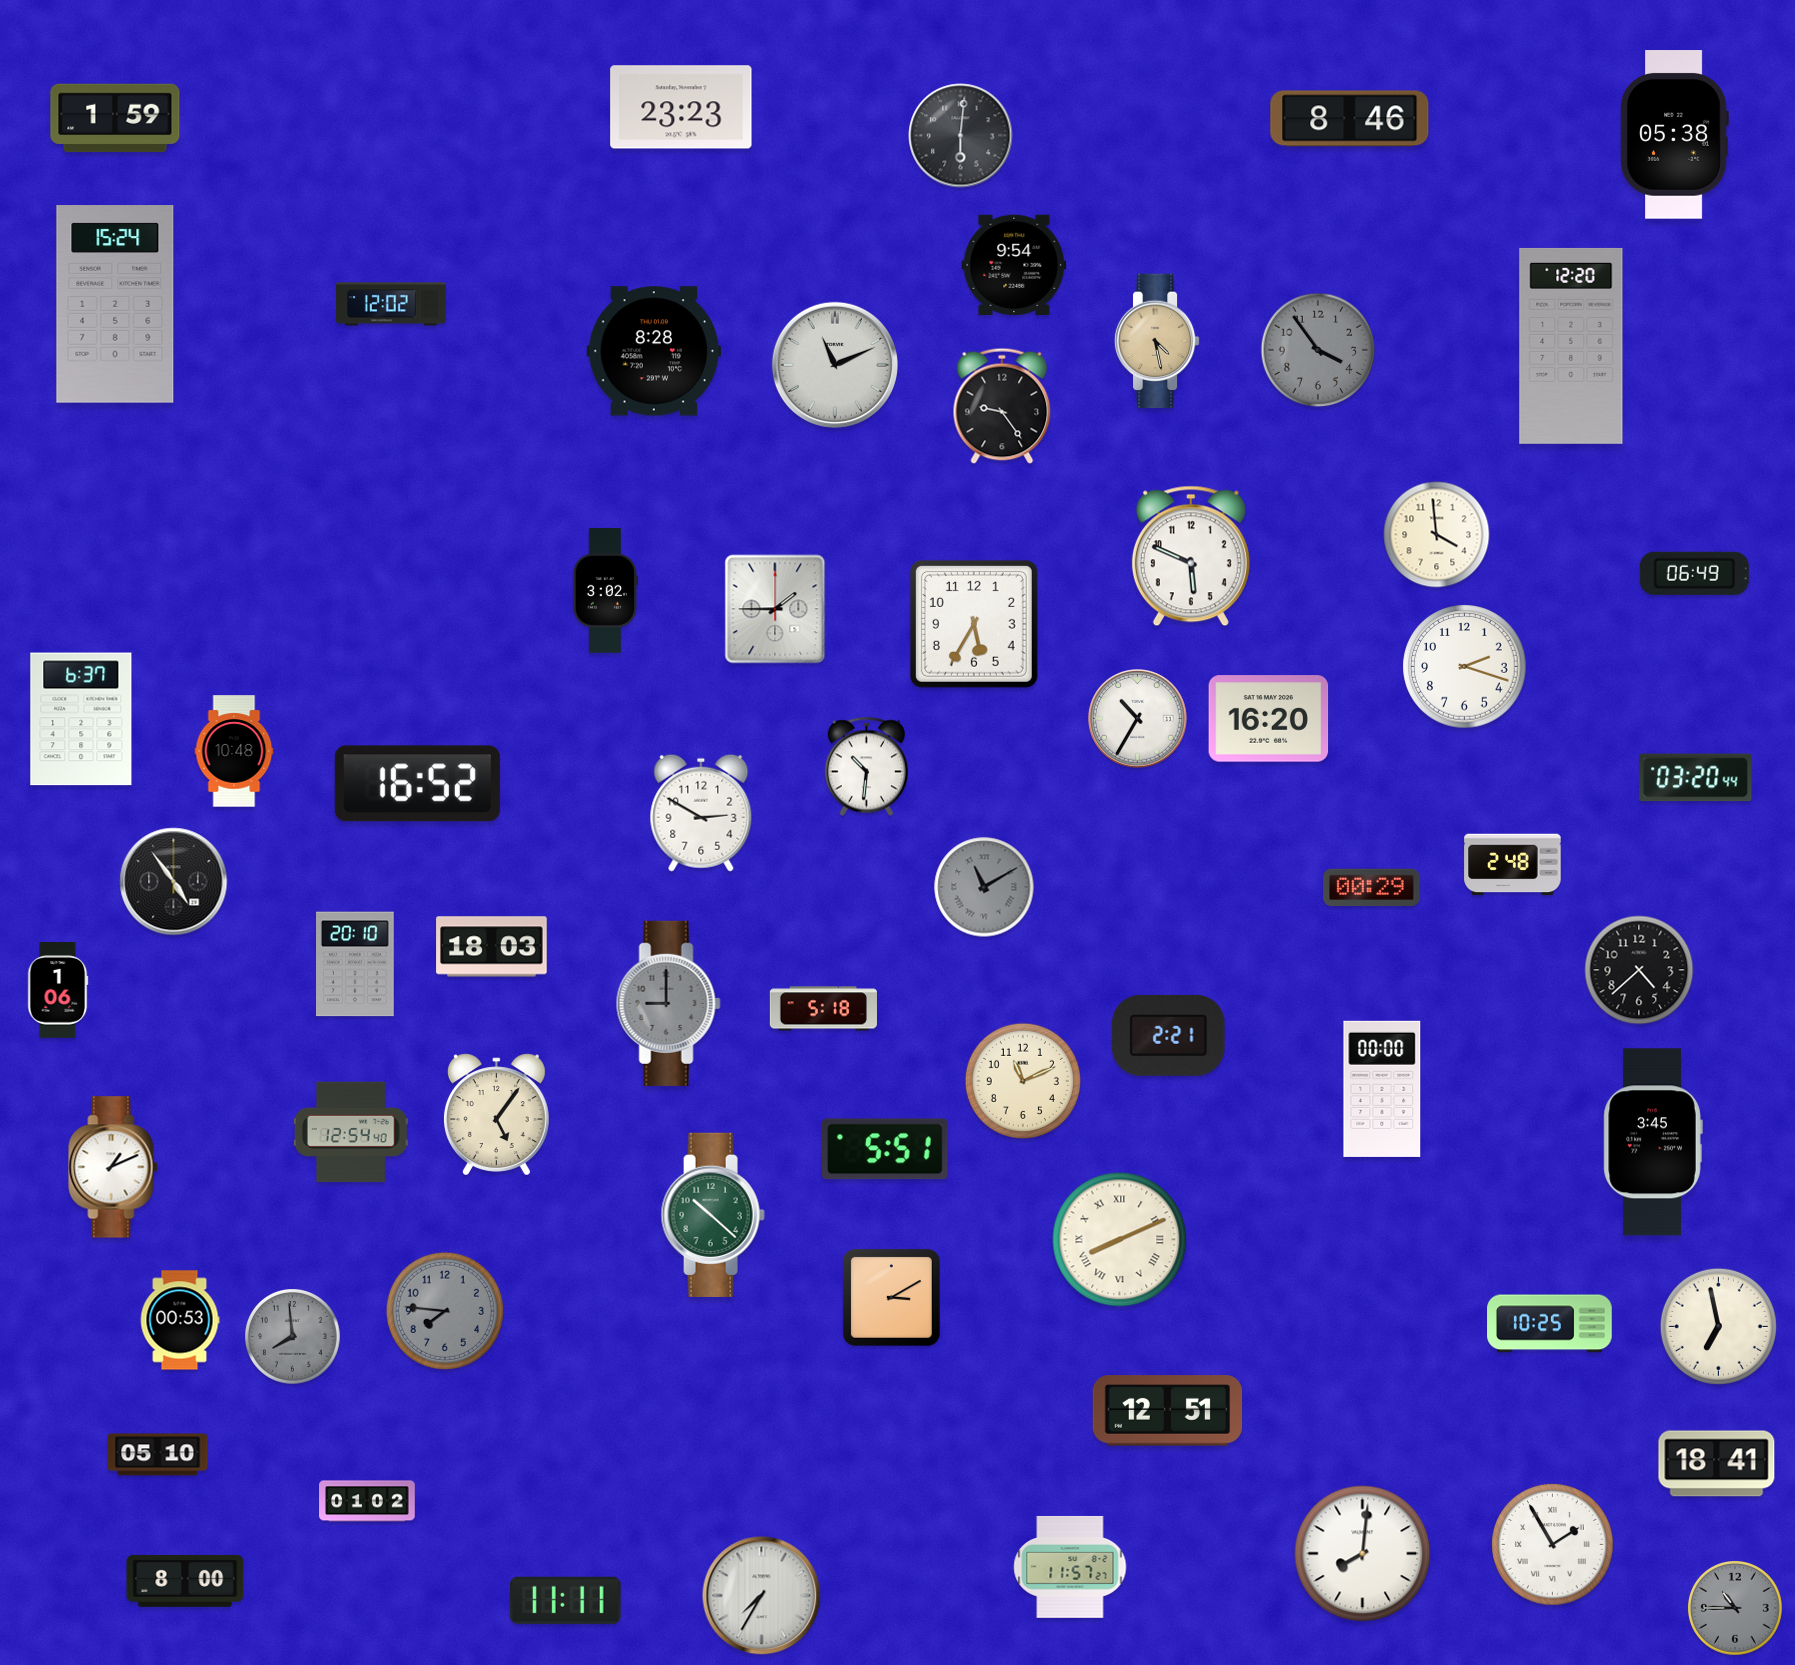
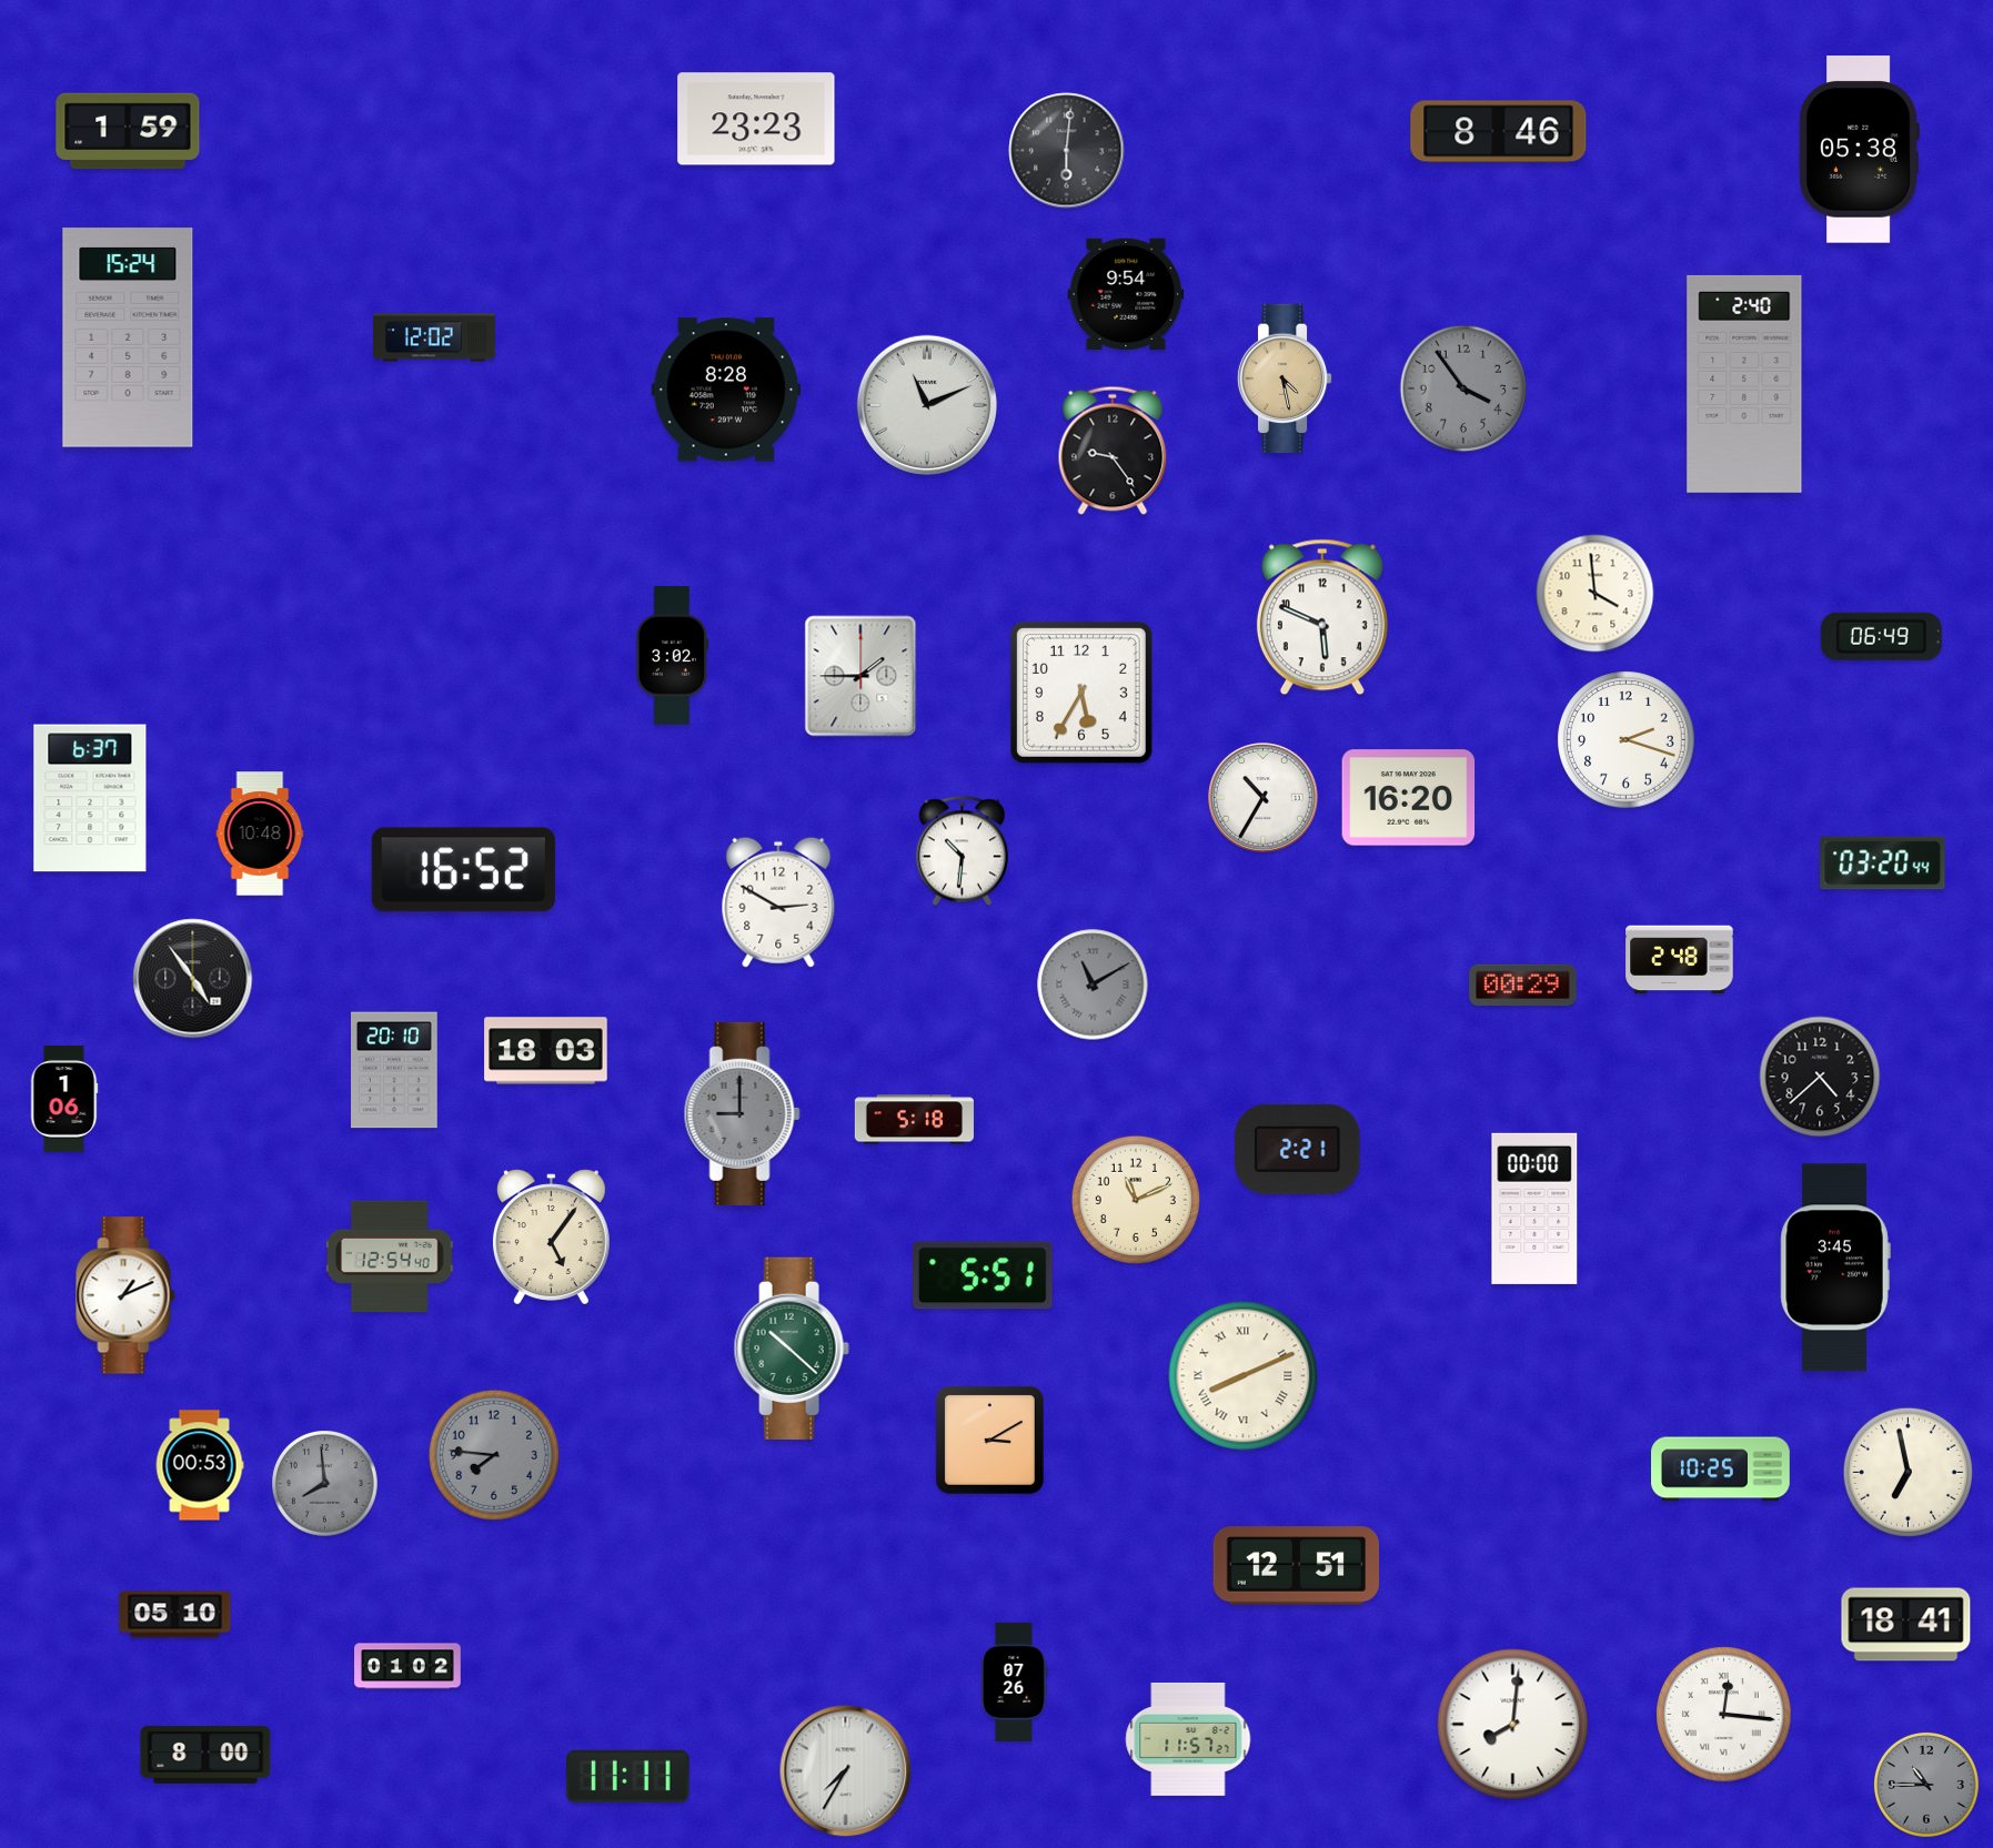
clock at (1571, 346): 12:20 -> 2:40
clock at (1015, 1682): none -> 07:26
clock at (1553, 1545): 1:55 -> 12:16
